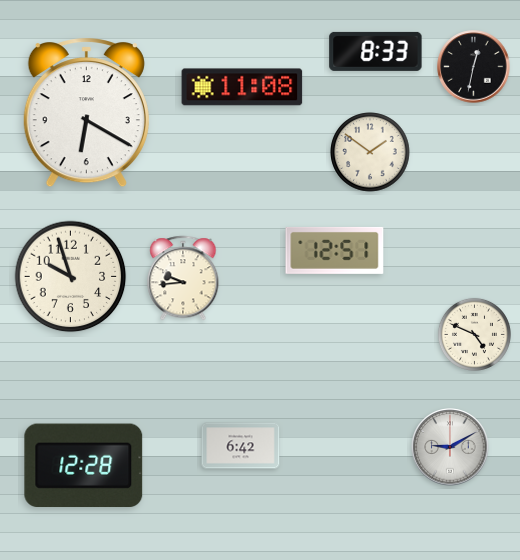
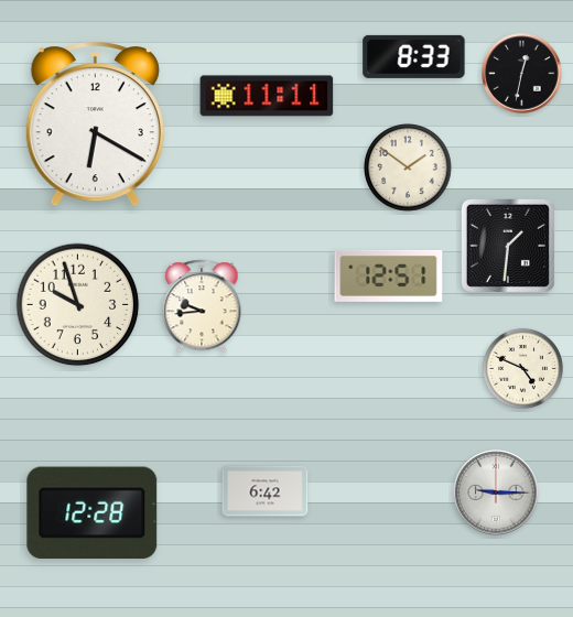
clock at (242, 87): 11:08 -> 11:11
clock at (508, 246): none -> 1:31
clock at (335, 250) position: (335, 250) -> (389, 275)
clock at (450, 447): 9:10 -> 9:15
